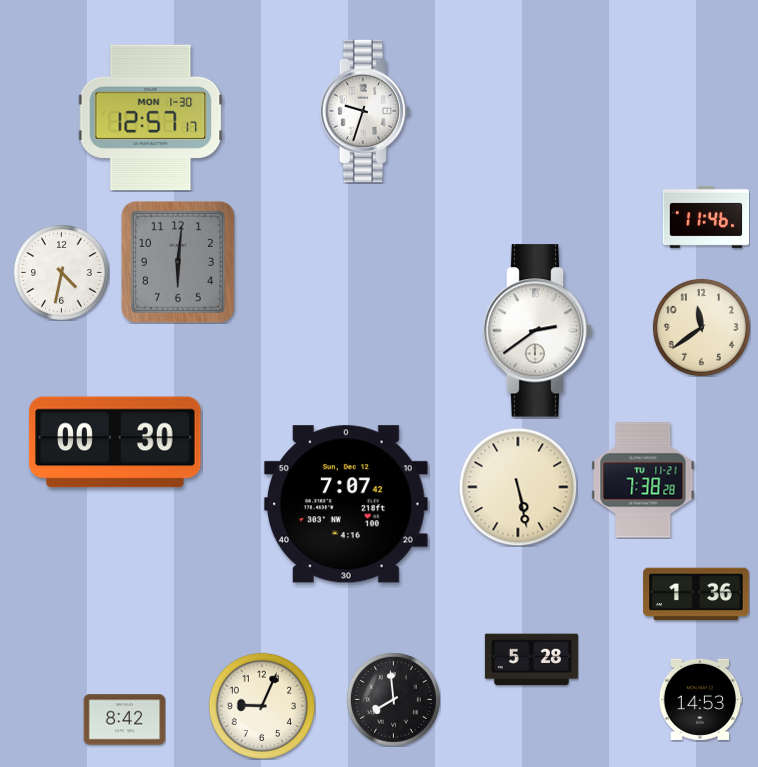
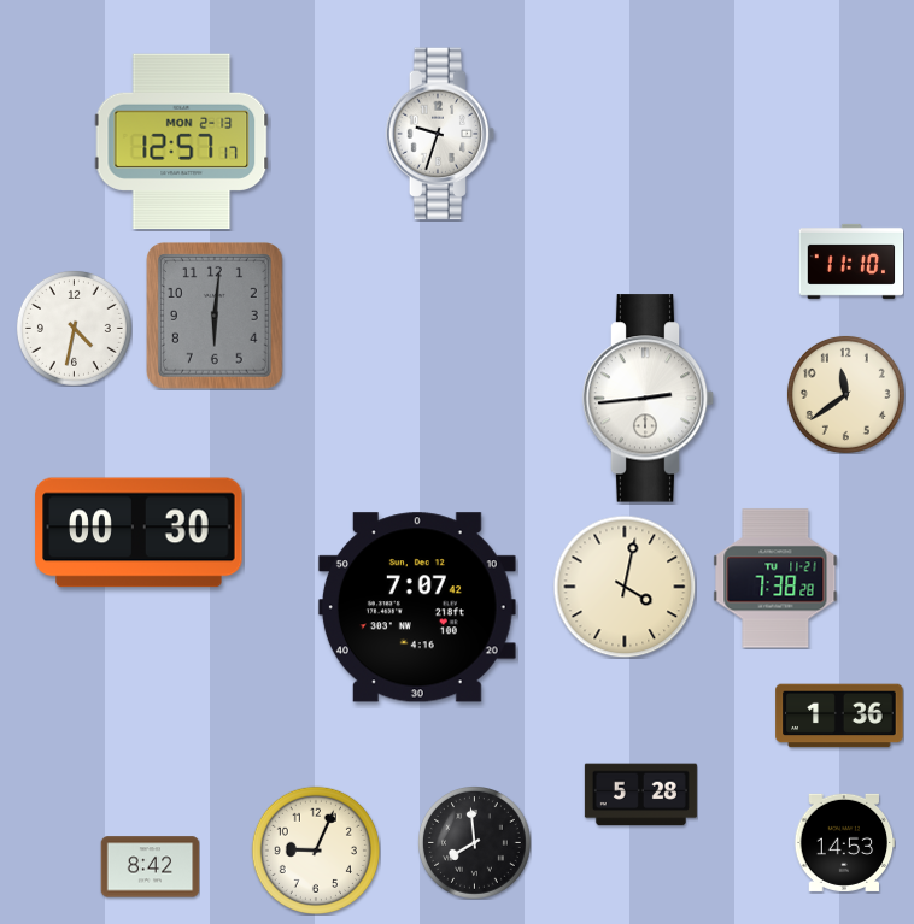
clock at (151, 118) date: MON 1-30 -> MON 2-13
clock at (706, 217): 11:46 -> 11:10
clock at (538, 331): 2:39 -> 2:44
clock at (518, 487): 5:28 -> 4:02
